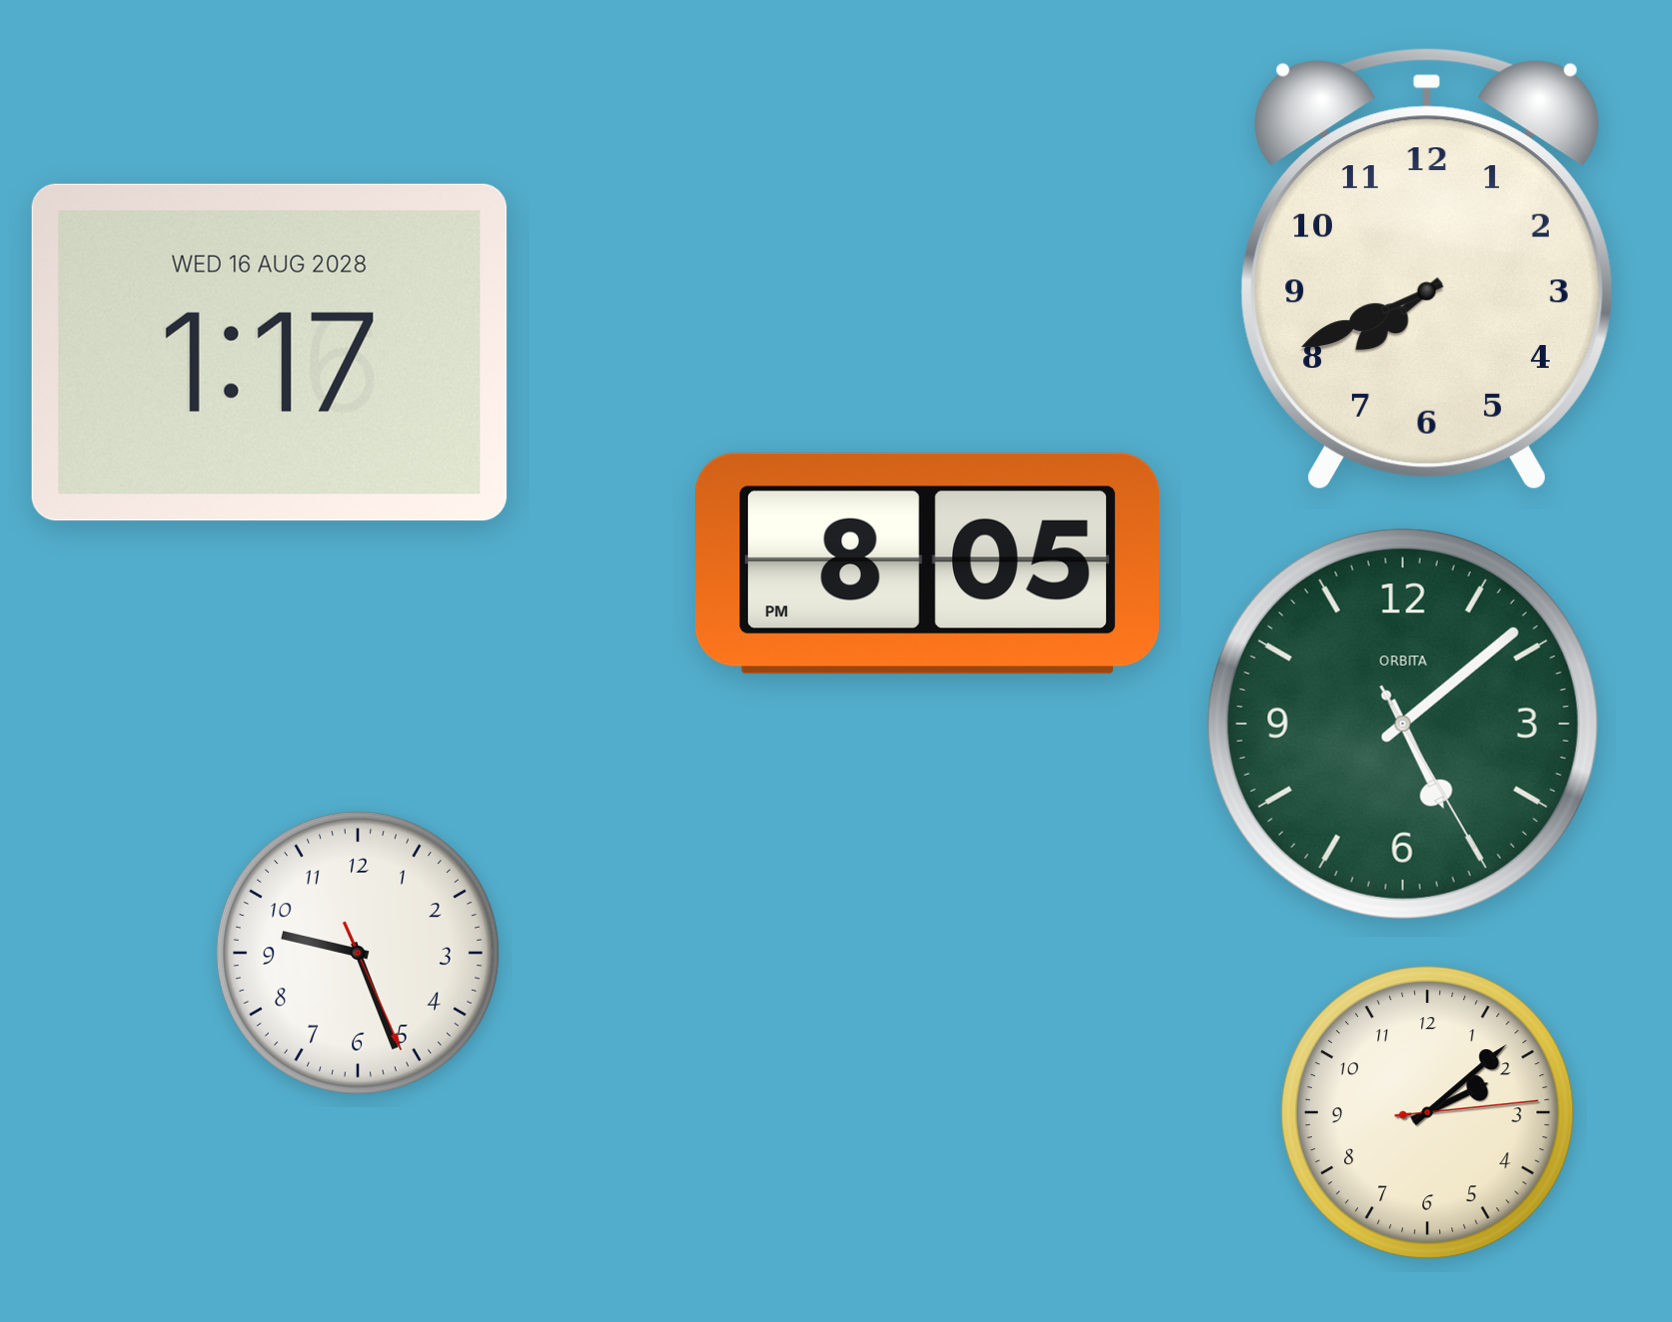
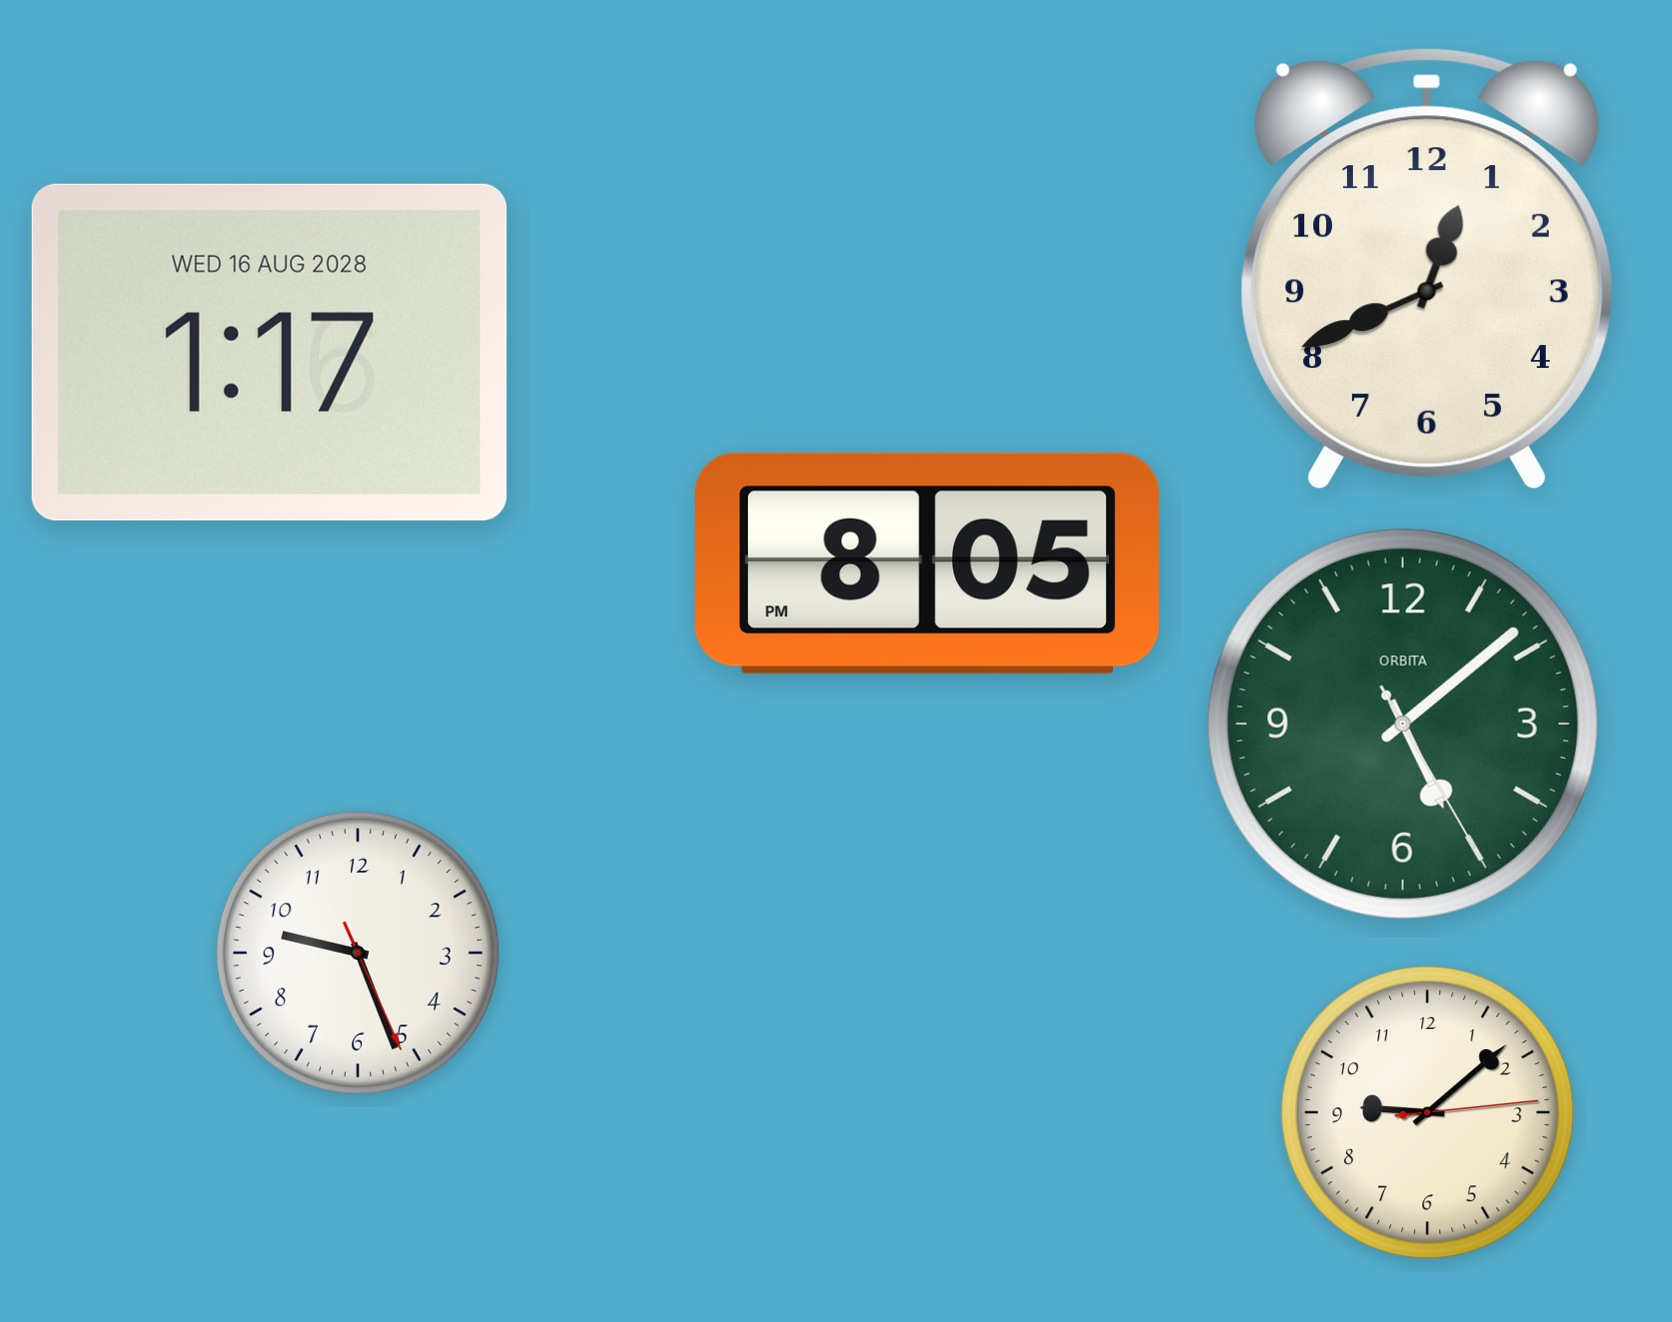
clock at (1427, 269): 7:41 -> 12:41
clock at (1427, 1112): 2:08 -> 9:08
